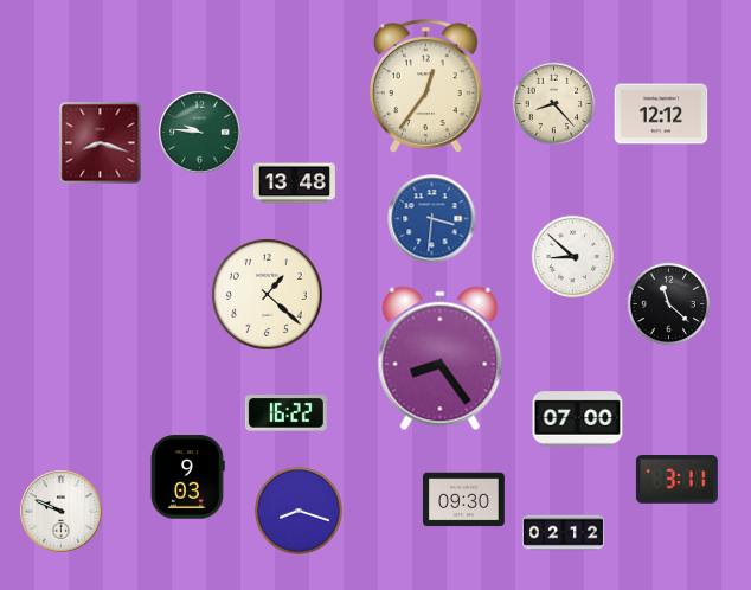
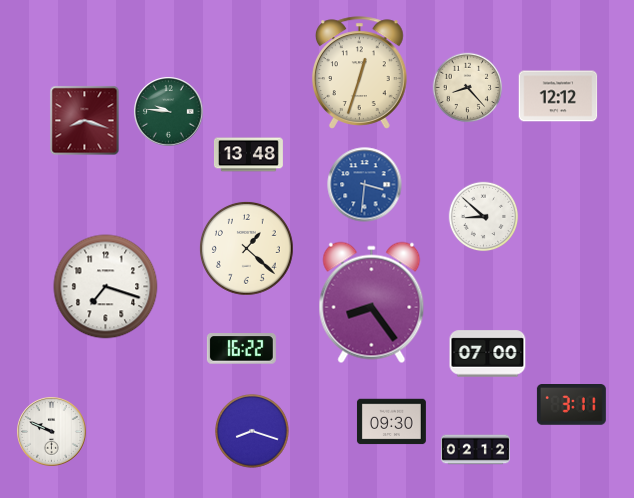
clock at (425, 86): 12:36 -> 12:33
clock at (267, 295) position: (267, 295) -> (246, 249)
clock at (669, 304): 11:22 -> none
clock at (106, 287): none -> 7:18
clock at (187, 477): 9:03 -> none
